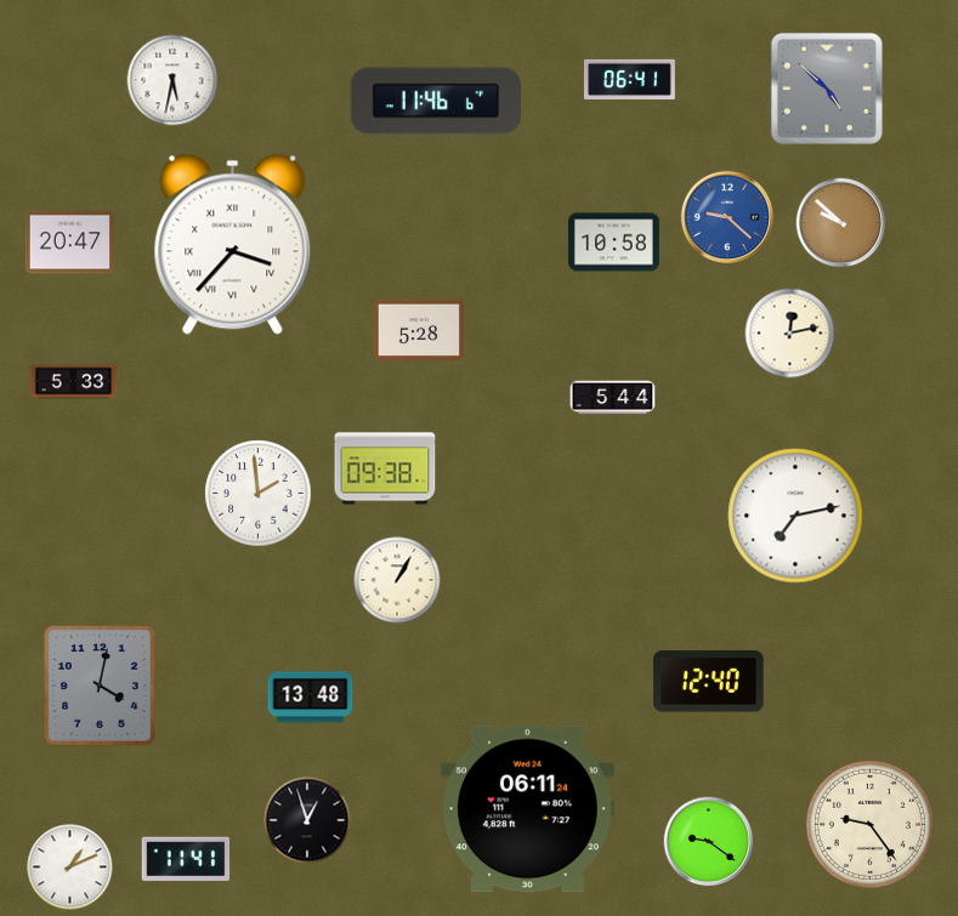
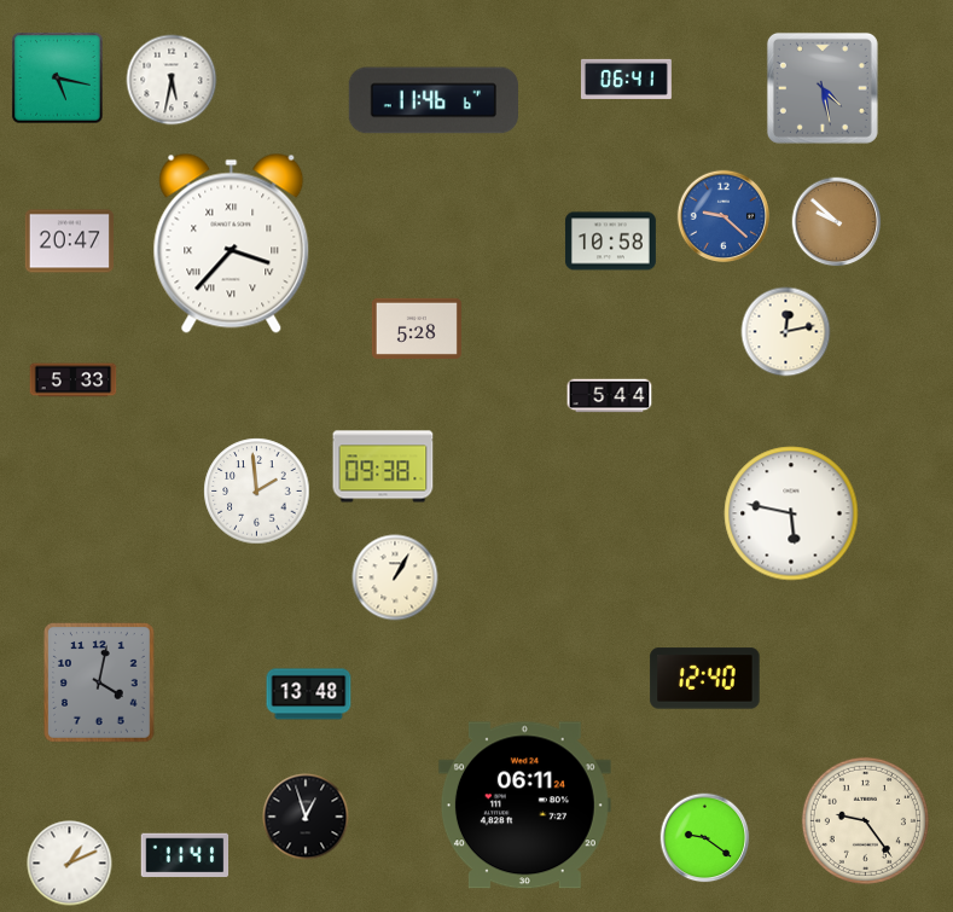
clock at (58, 79): none -> 5:17
clock at (827, 89): 4:52 -> 4:28
clock at (795, 516): 7:13 -> 5:47
